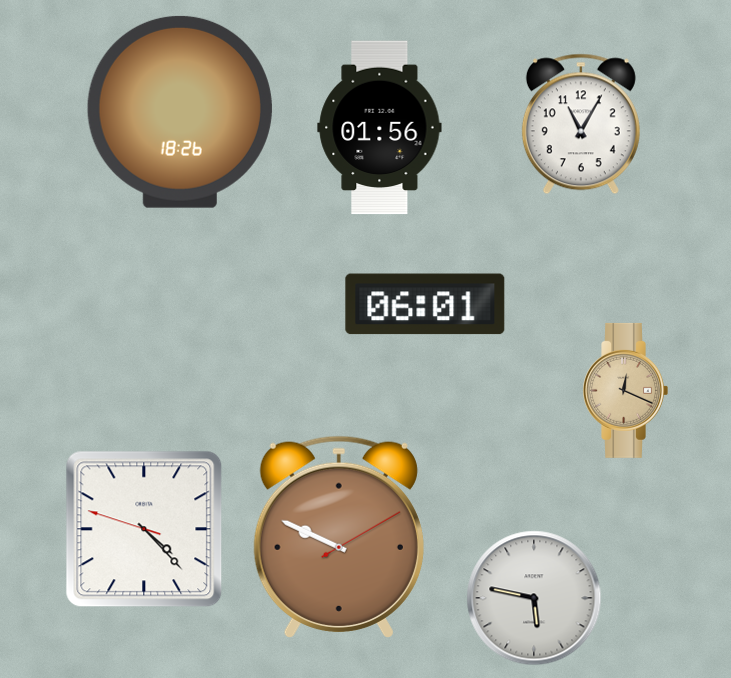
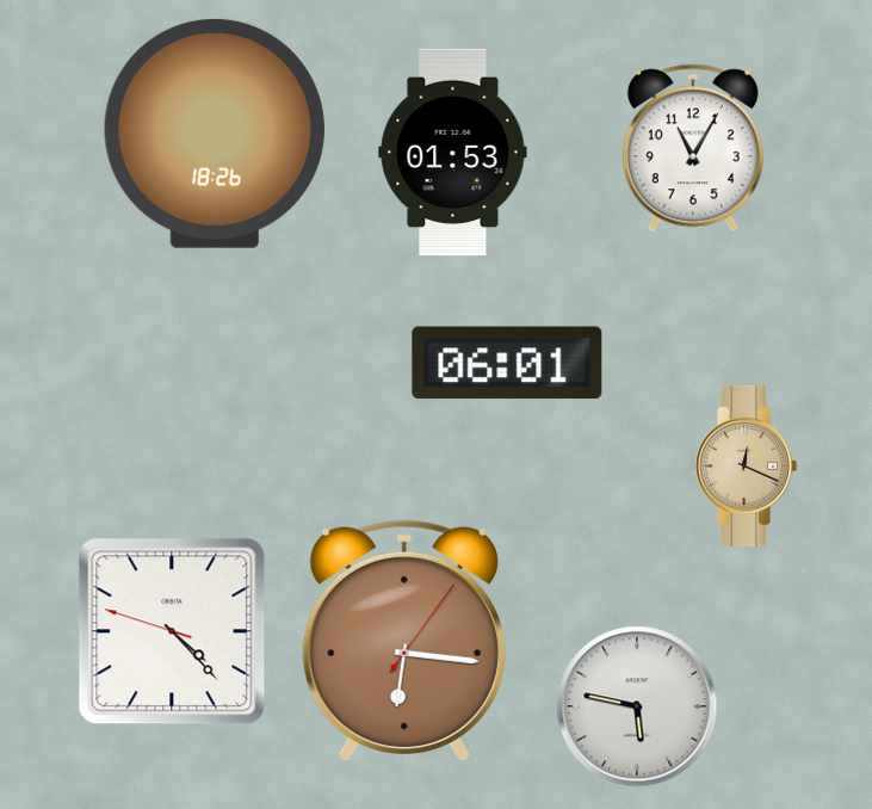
clock at (380, 128): 01:56 -> 01:53
clock at (339, 537): 9:49 -> 6:16
clock at (534, 598) position: (534, 598) -> (637, 706)
